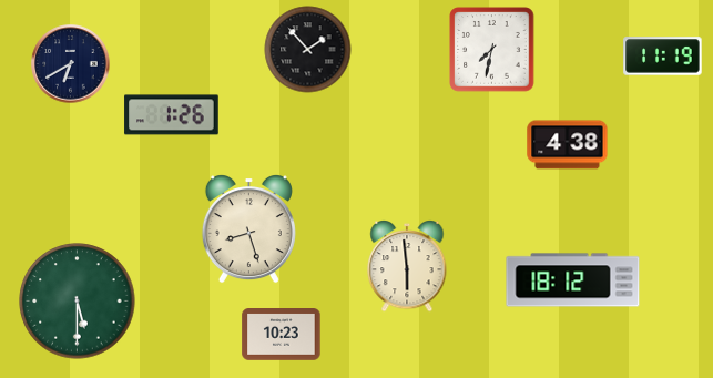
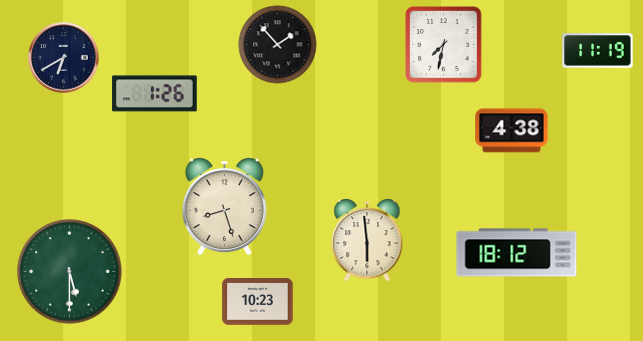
clock at (172, 115) position: (172, 115) -> (155, 94)
clock at (282, 335) position: (282, 335) -> (258, 302)
